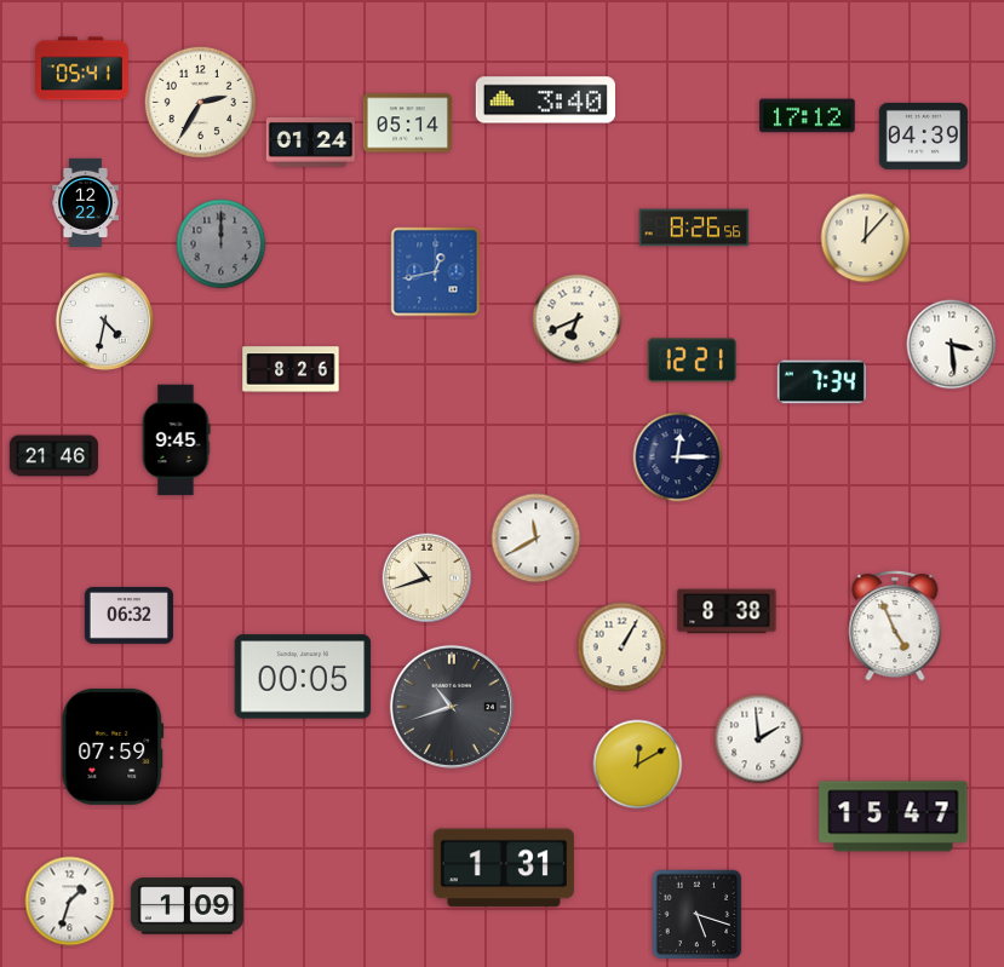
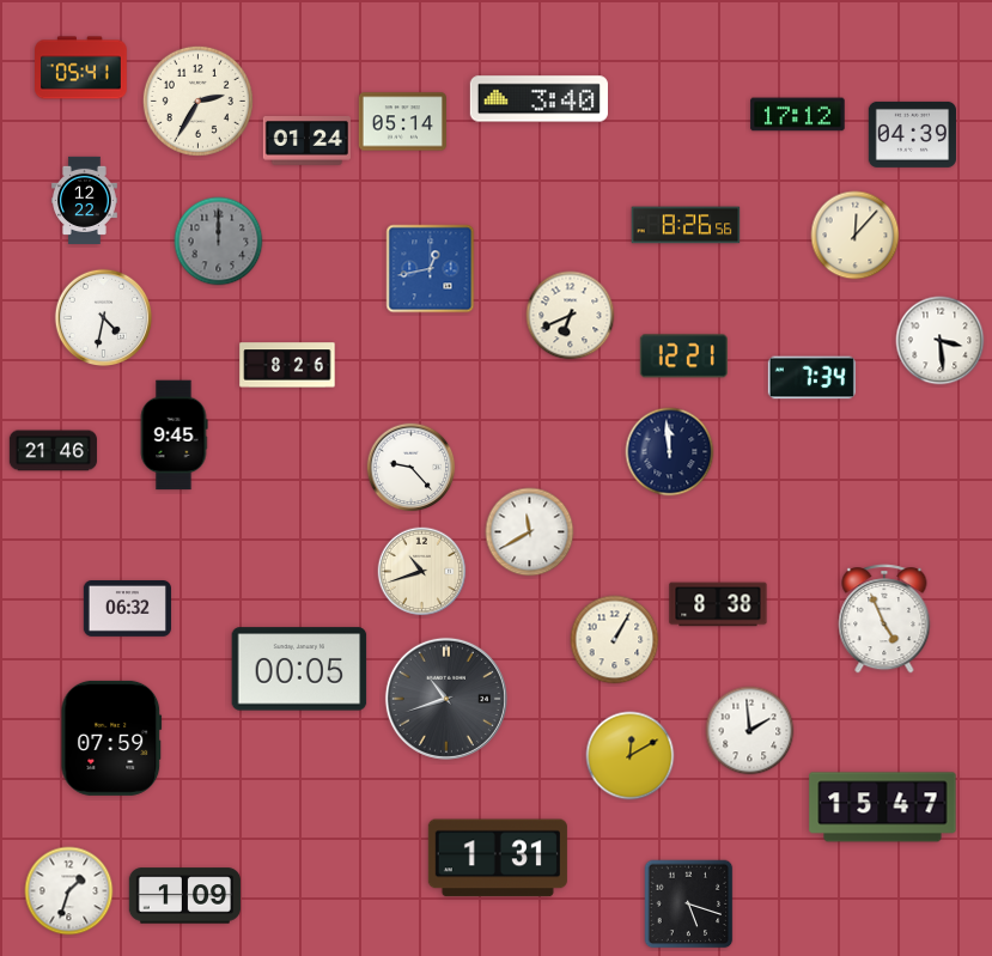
clock at (678, 457): 12:15 -> 11:59
clock at (412, 468): none -> 9:23
